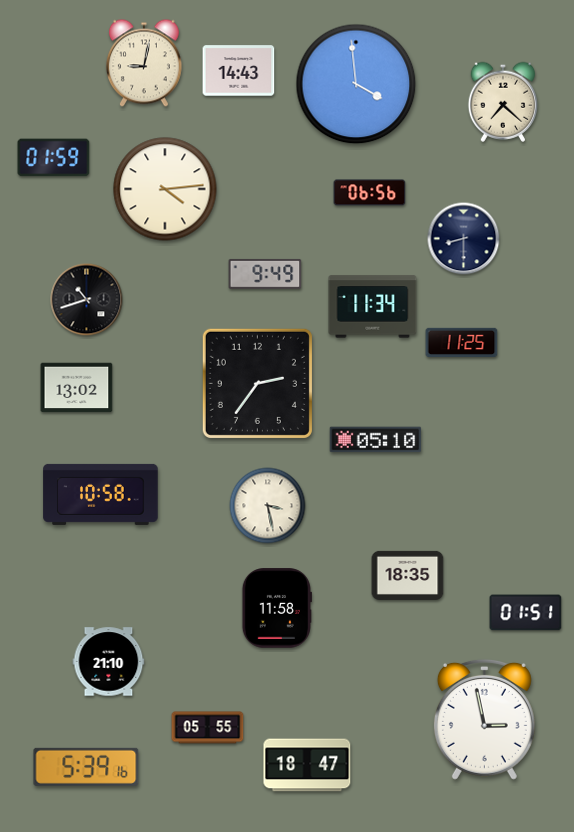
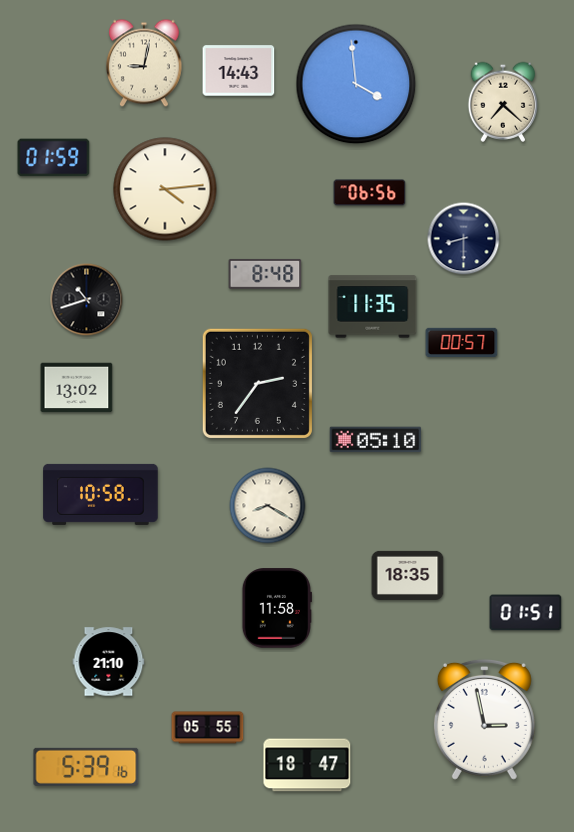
clock at (265, 274): 9:49 -> 8:48
clock at (373, 307): 11:34 -> 11:35
clock at (462, 342): 11:25 -> 00:57
clock at (268, 506): 3:28 -> 8:20
